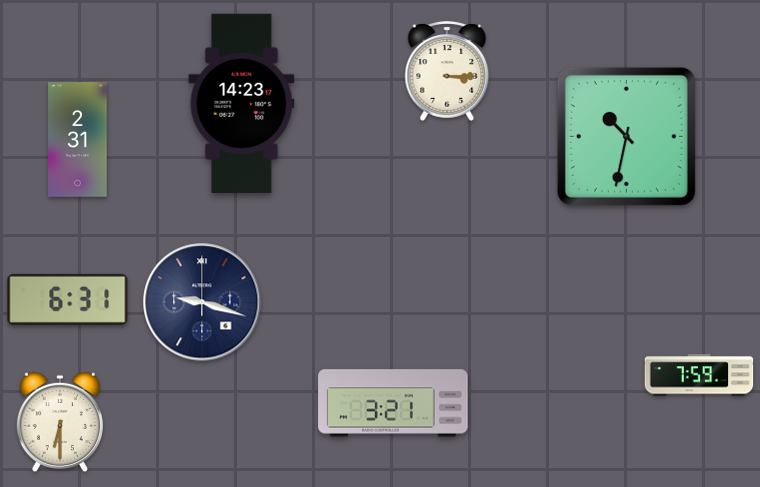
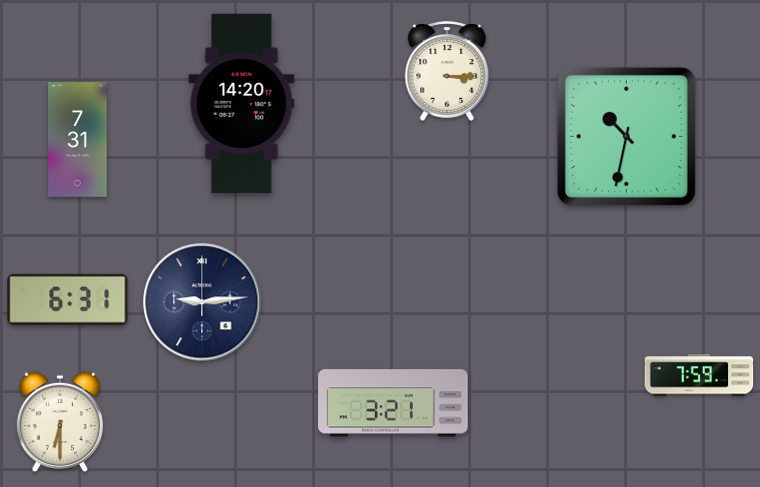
clock at (242, 103): 14:23 -> 14:20
clock at (78, 140): 2:31 -> 7:31
clock at (202, 302): 9:18 -> 9:14
